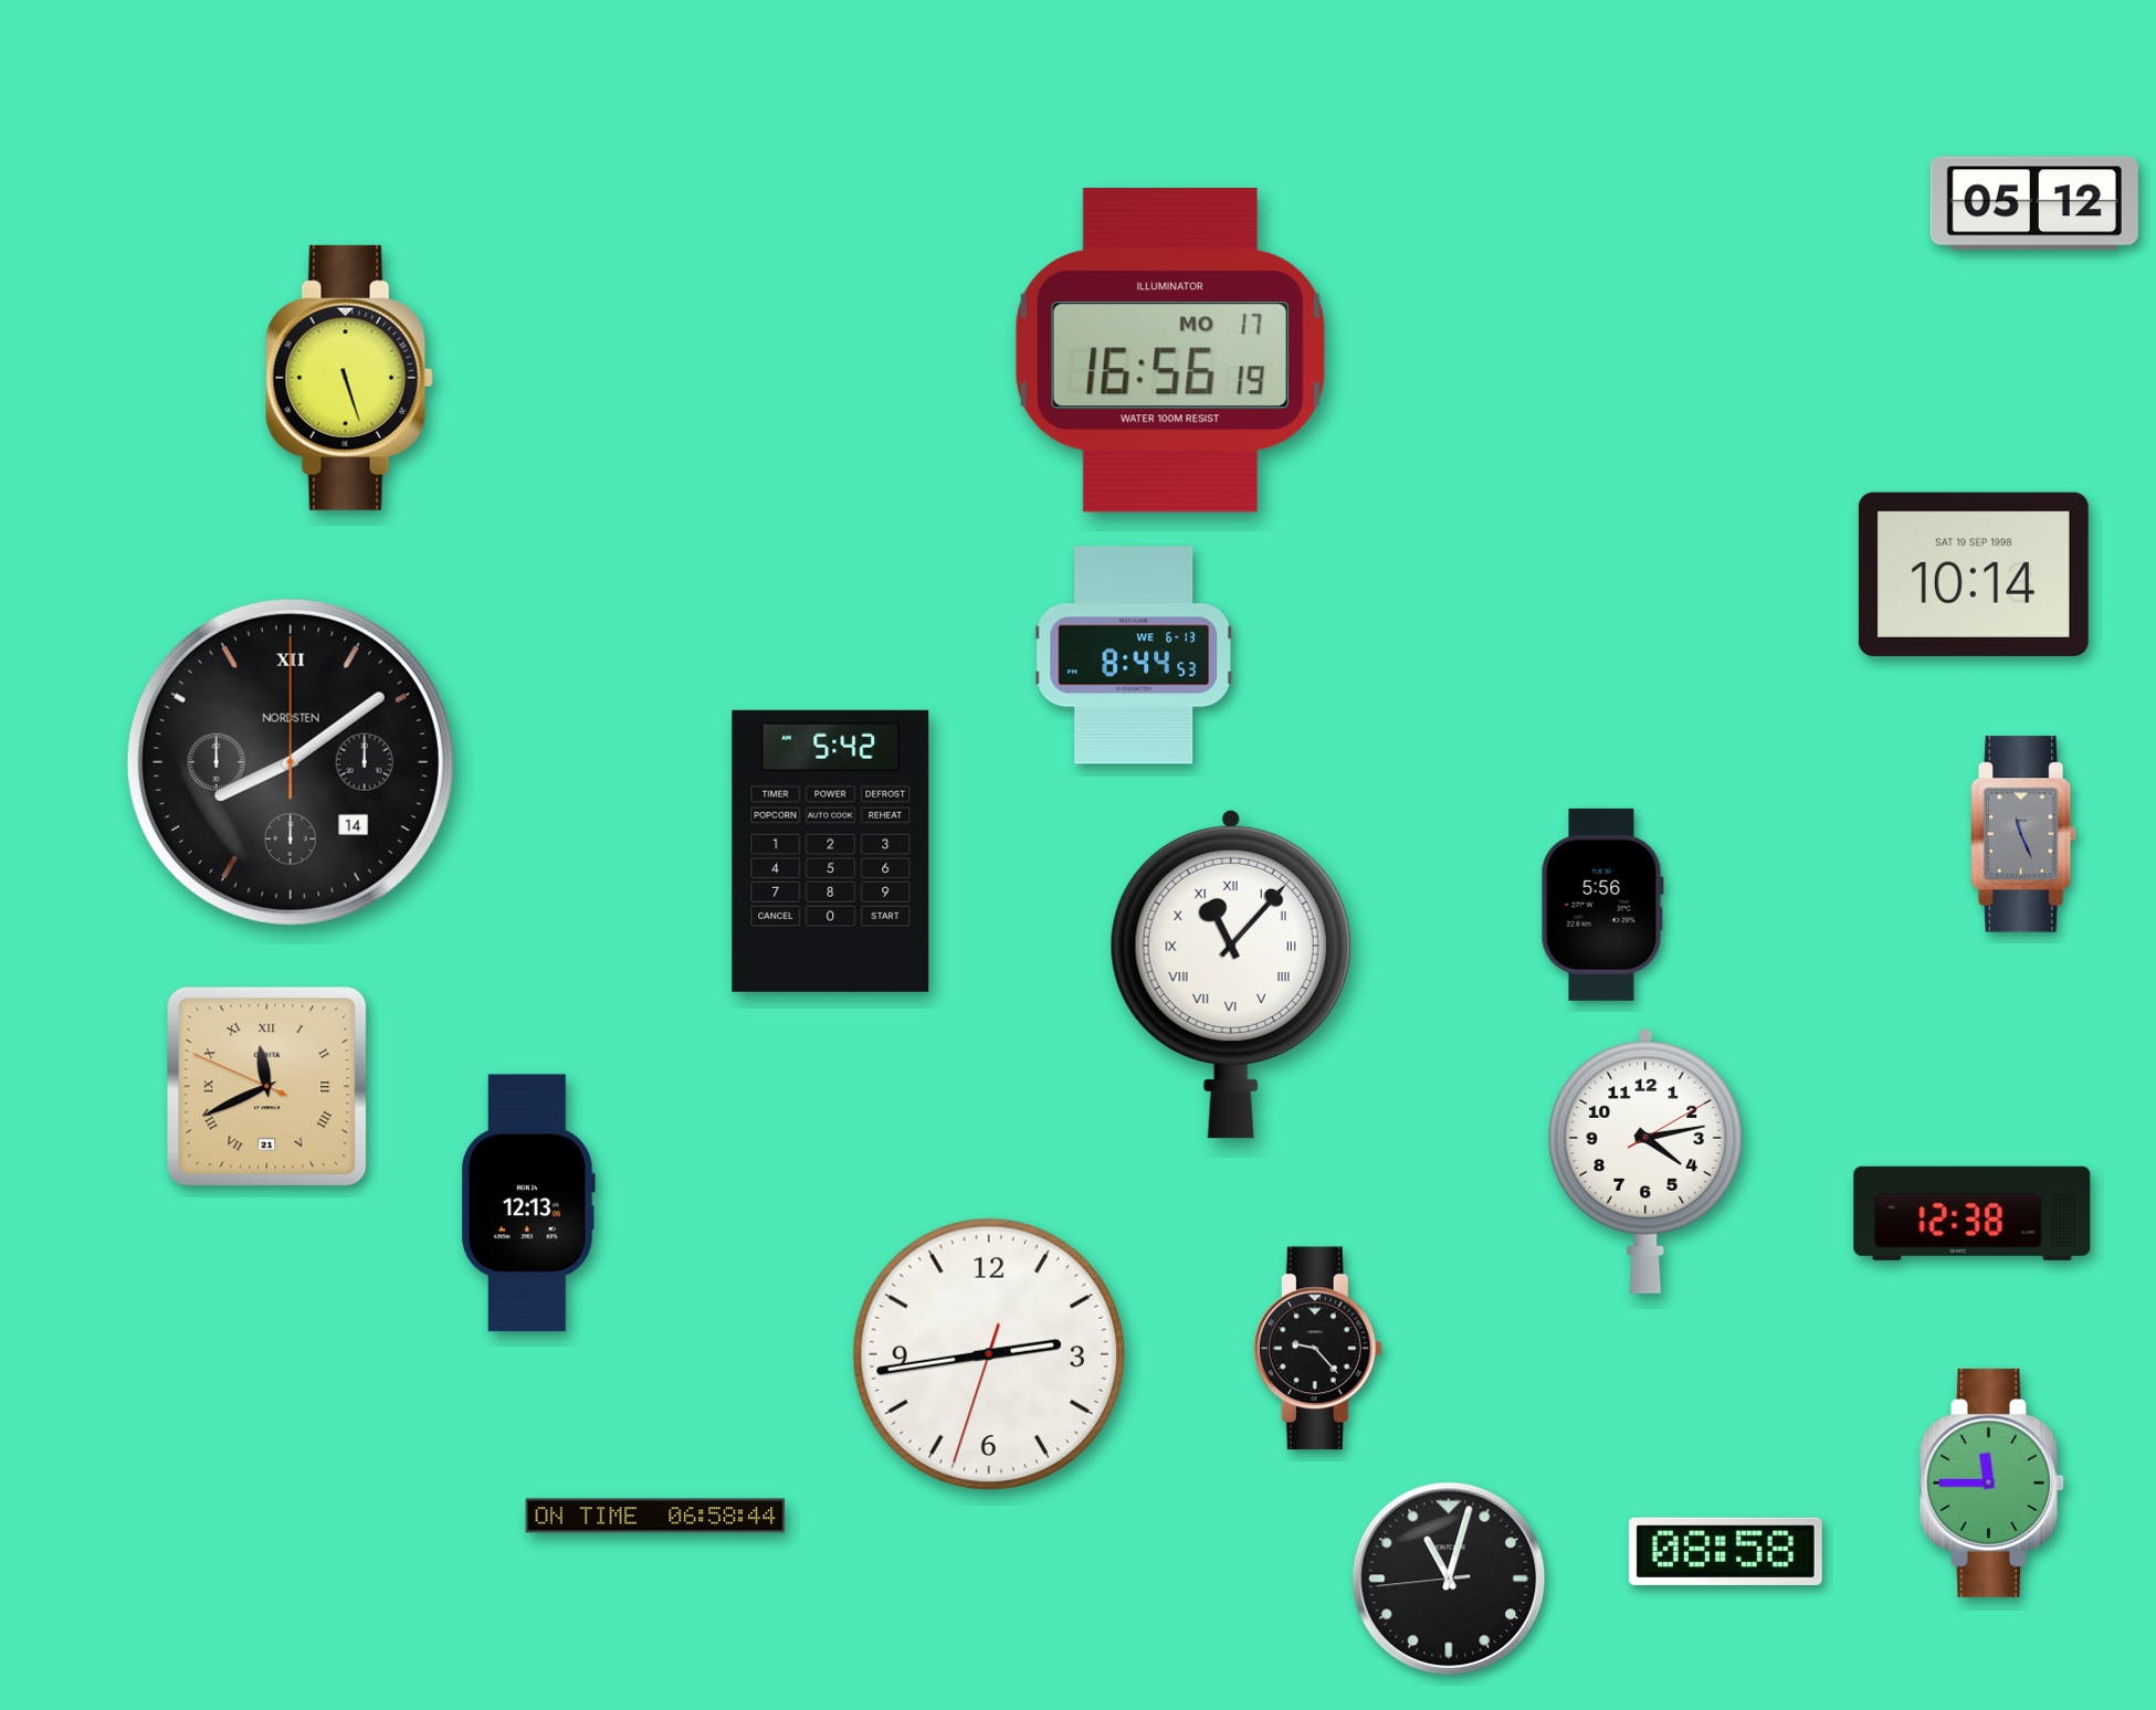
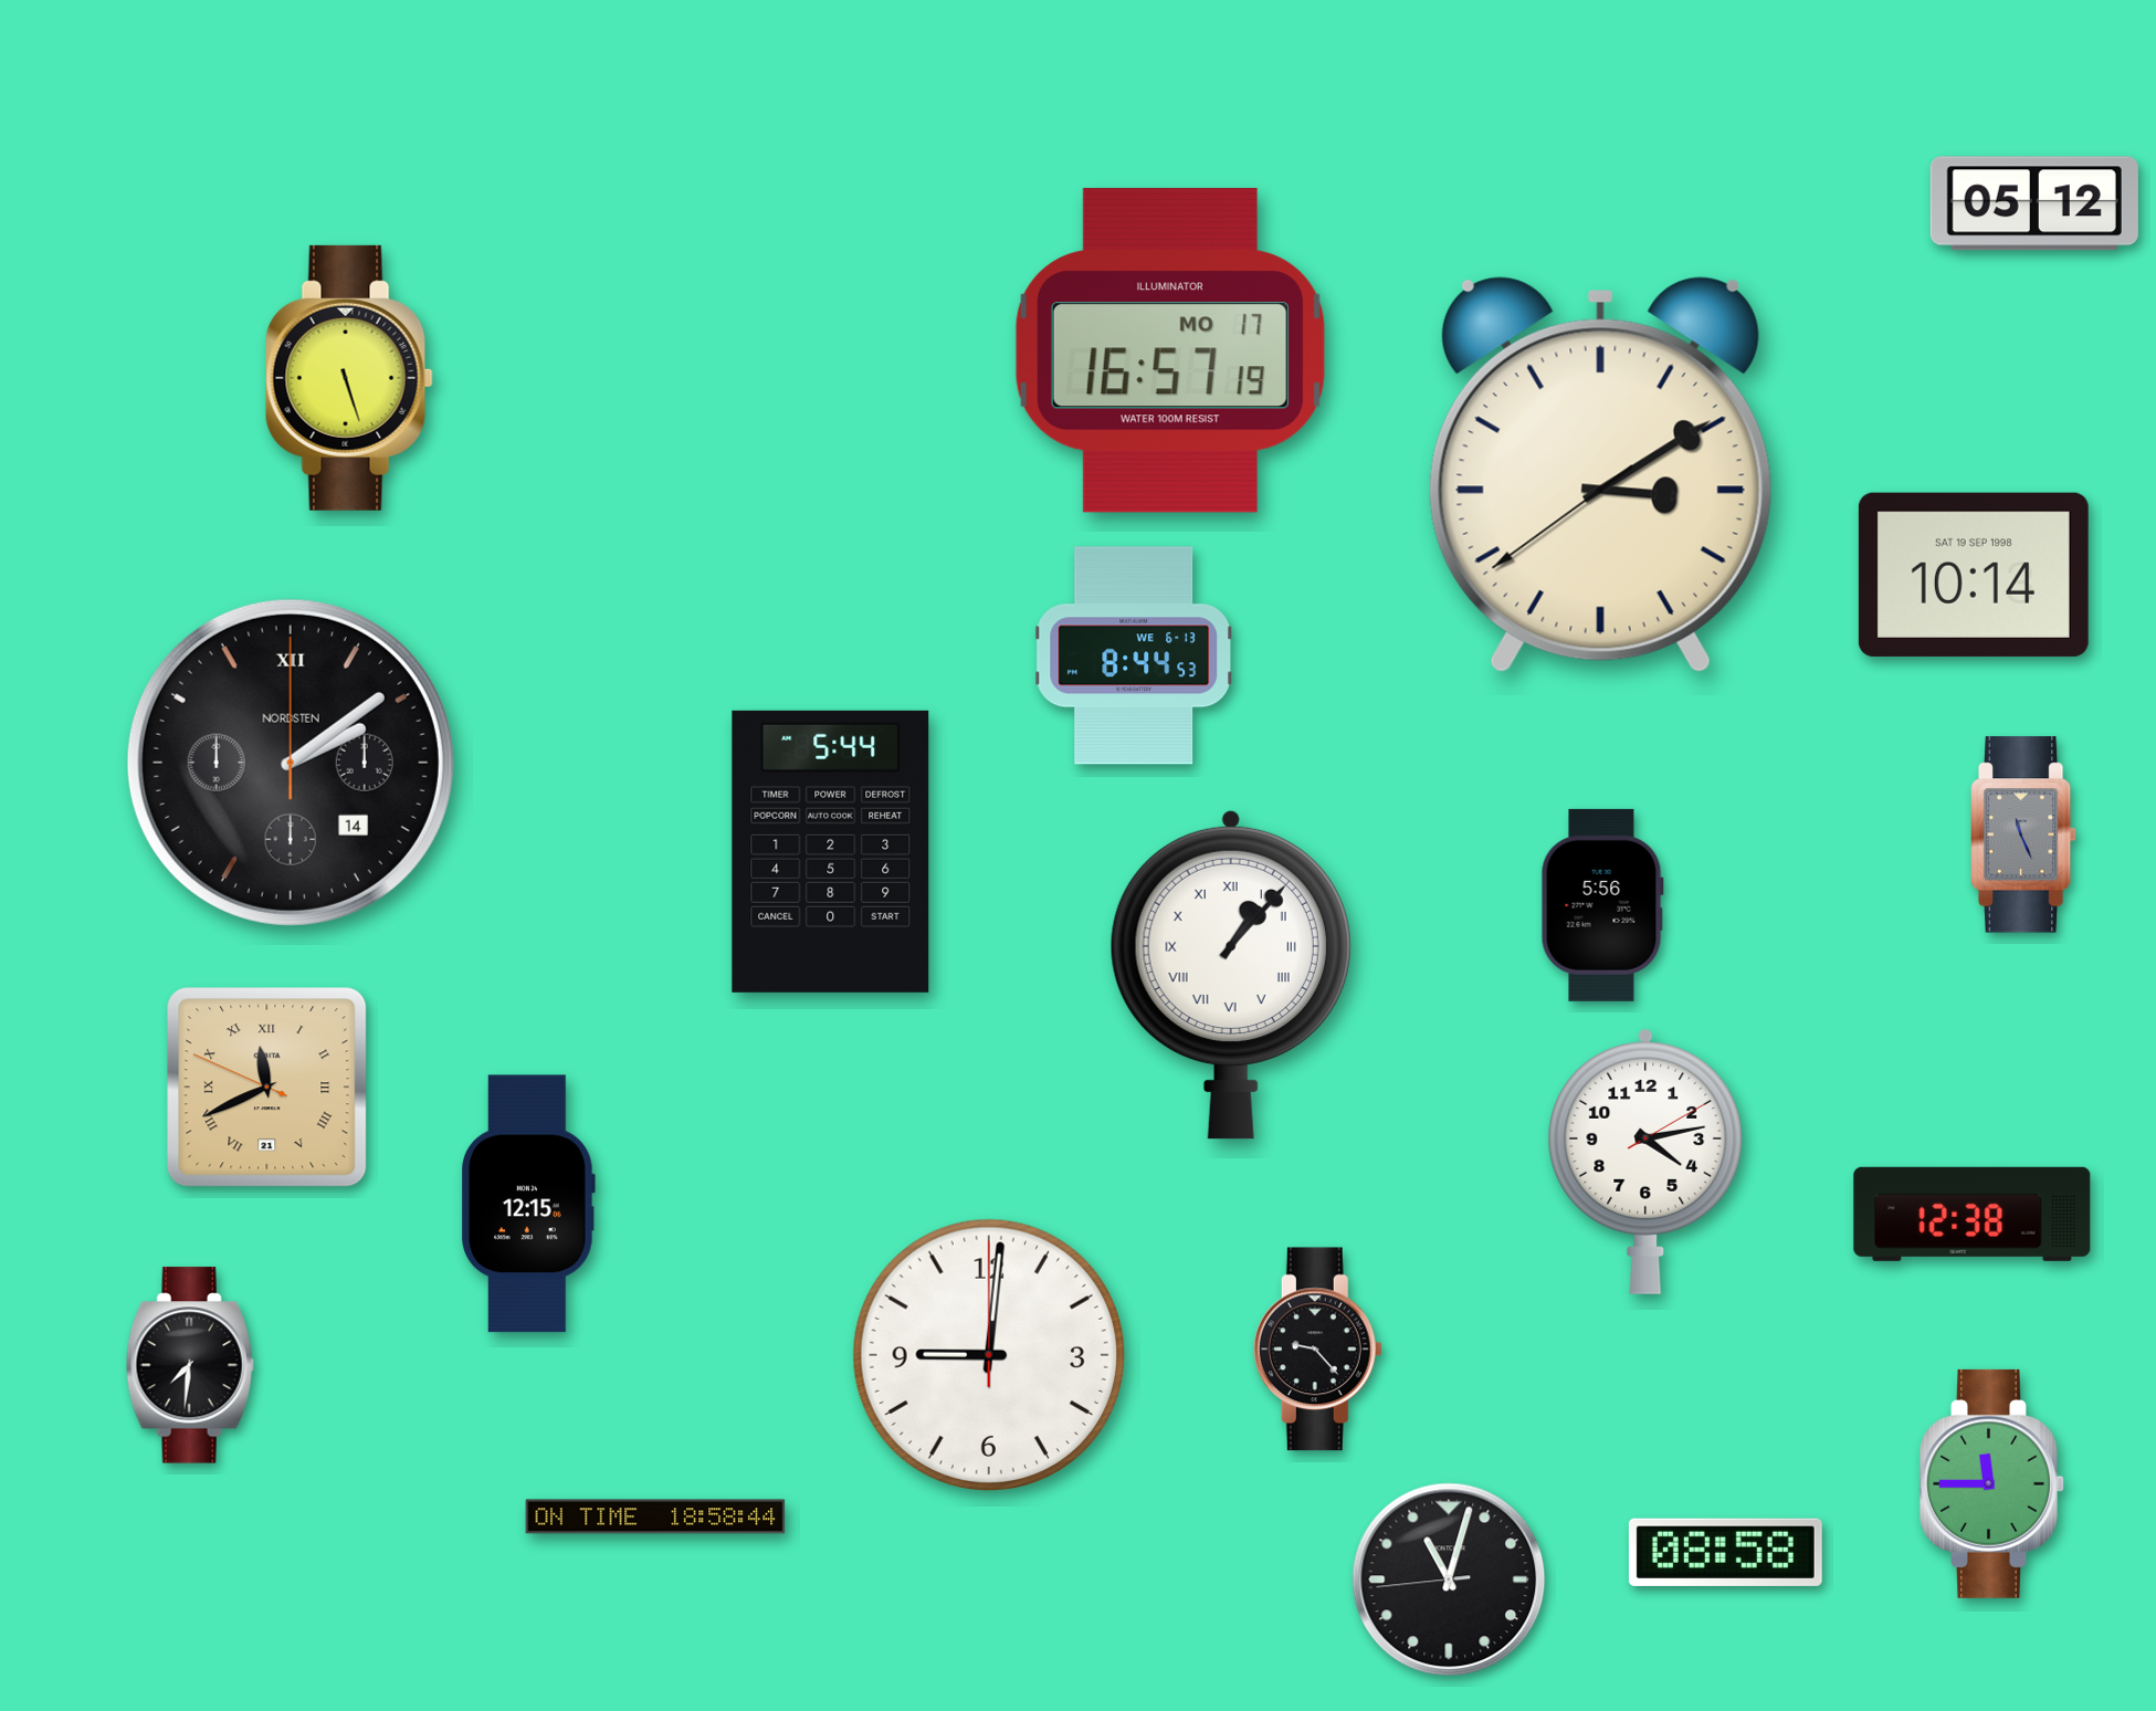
clock at (1170, 350): 16:56 -> 16:57
clock at (1600, 474): none -> 3:09
clock at (291, 762): 8:09 -> 2:09
clock at (831, 851): 5:42 -> 5:44
clock at (1231, 974): 11:07 -> 1:07
clock at (528, 1203): 12:13 -> 12:15
clock at (989, 1354): 2:43 -> 9:01
clock at (190, 1365): none -> 7:31
clock at (655, 1516): 06:58 -> 18:58
